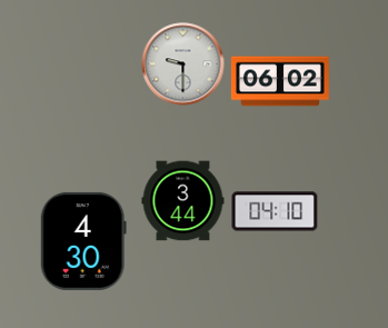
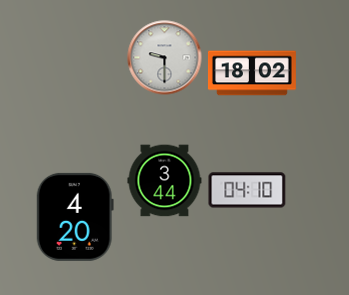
clock at (280, 81): 06:02 -> 18:02
clock at (83, 241): 4:30 -> 4:20
